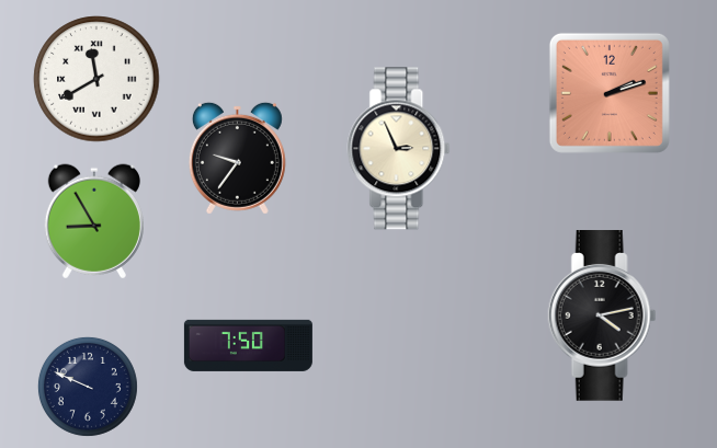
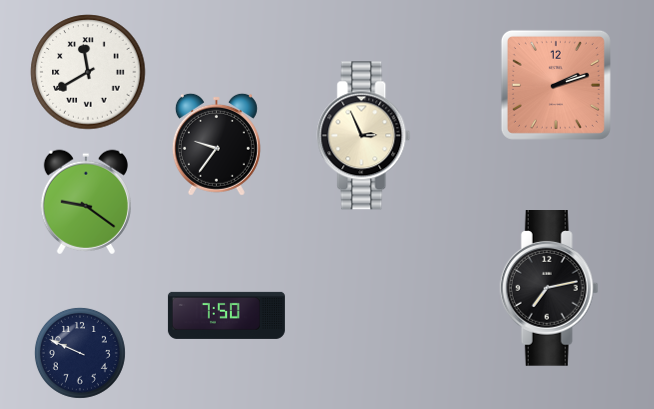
clock at (94, 221): 8:55 -> 9:21
clock at (602, 317): 4:13 -> 7:13
